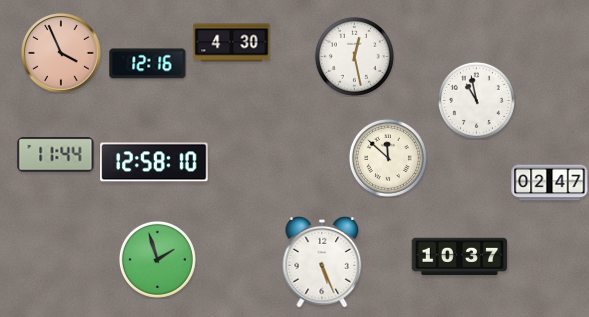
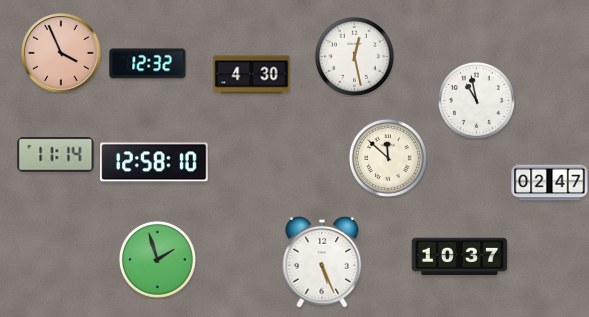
clock at (232, 43) position: (232, 43) -> (252, 75)
clock at (148, 64): 12:16 -> 12:32
clock at (56, 155): 11:44 -> 11:14
